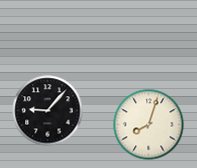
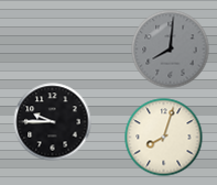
clock at (171, 50): none -> 8:01
clock at (48, 111): 9:07 -> 9:45
